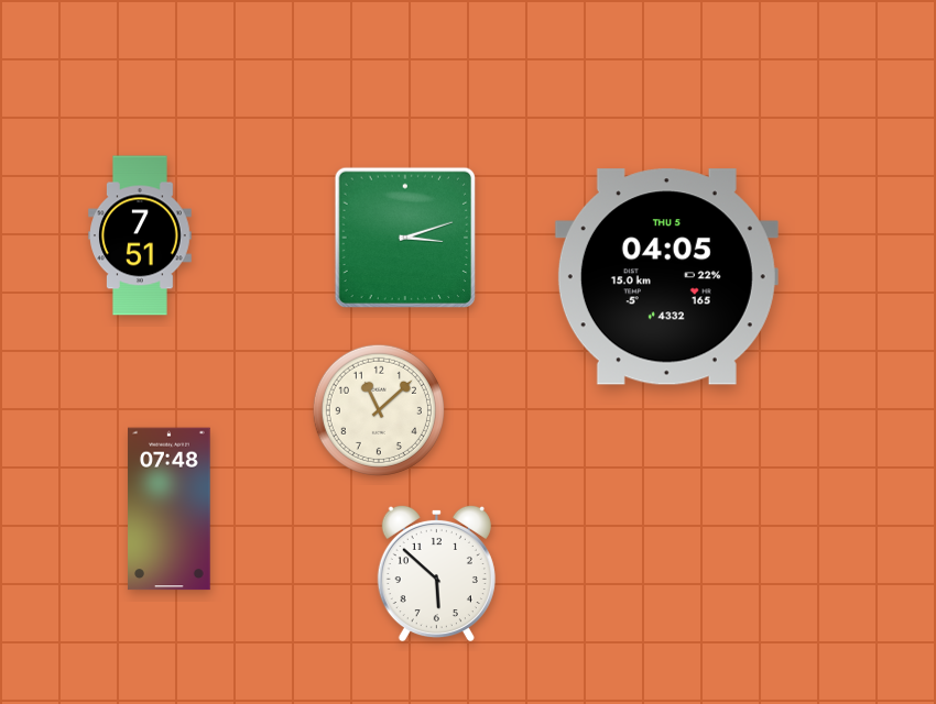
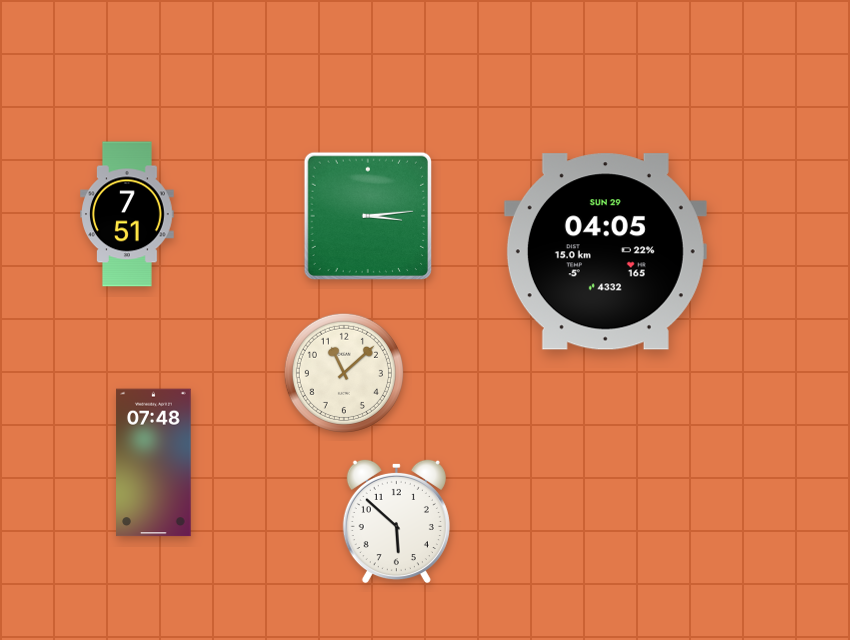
clock at (405, 238): 3:12 -> 3:14
clock at (666, 277) date: THU 5 -> SUN 29
